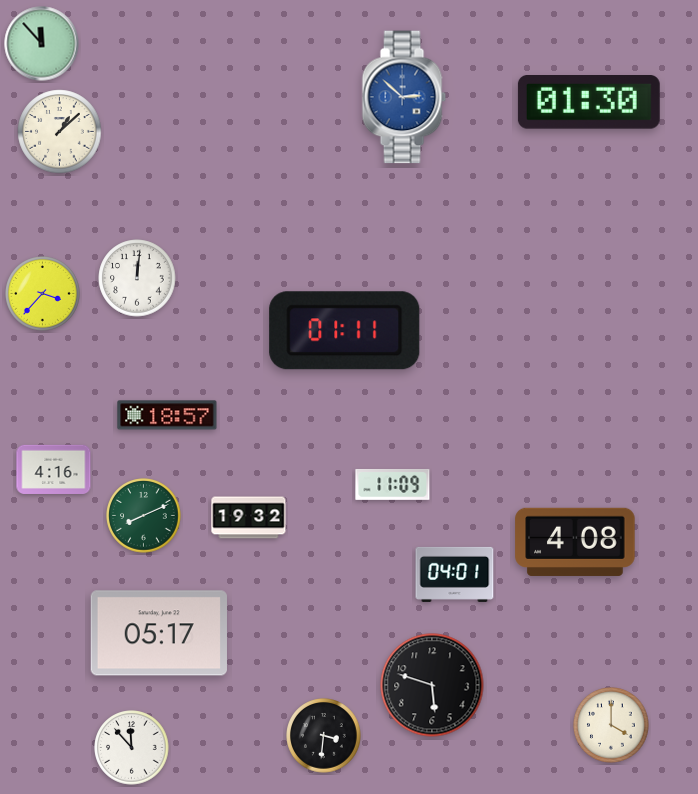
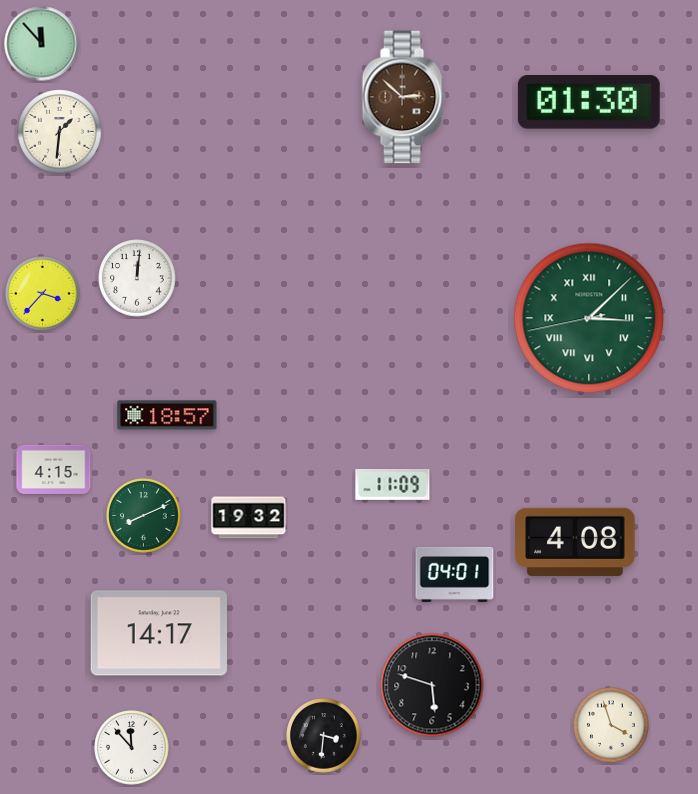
clock at (404, 97) dial: blue -> brown
clock at (60, 132): 1:08 -> 1:31
clock at (589, 318): none -> 3:07
clock at (345, 331): 01:11 -> none
clock at (54, 469): 4:16 -> 4:15
clock at (159, 633): 05:17 -> 14:17
clock at (611, 725): 4:00 -> 3:57
